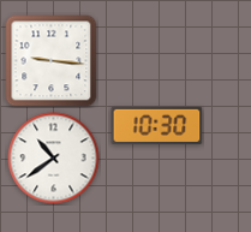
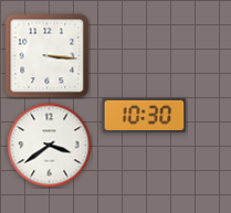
clock at (52, 61): 9:16 -> 3:16
clock at (54, 159): 10:39 -> 3:39
